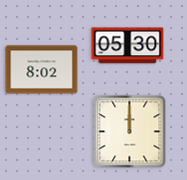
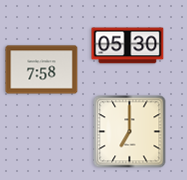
clock at (42, 70): 8:02 -> 7:58
clock at (130, 132): 12:00 -> 7:00
